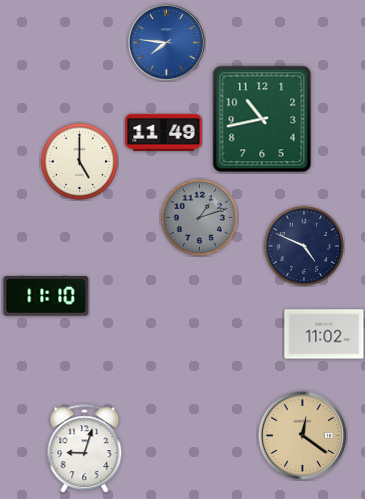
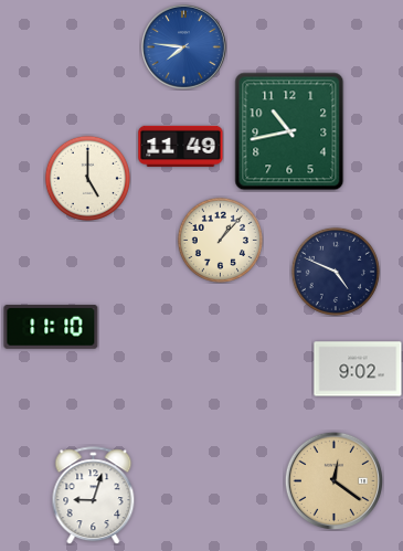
clock at (199, 217): 1:12 -> 1:07
clock at (199, 217) dial: grey -> cream
clock at (324, 334): 11:02 -> 9:02
